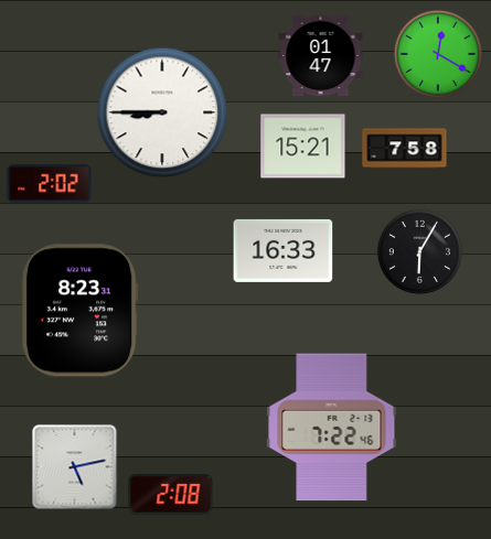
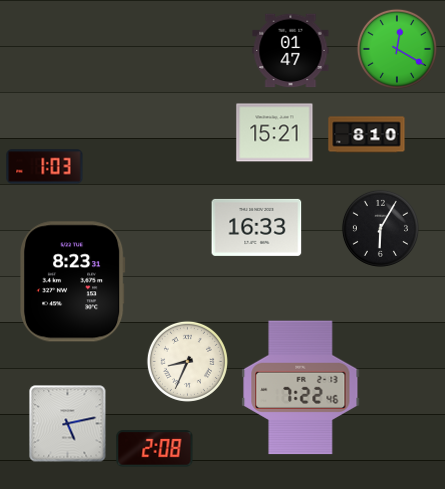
clock at (162, 112): 8:45 -> none
clock at (405, 149): 7:58 -> 8:10
clock at (50, 184): 2:02 -> 1:03
clock at (187, 361): none -> 8:34
